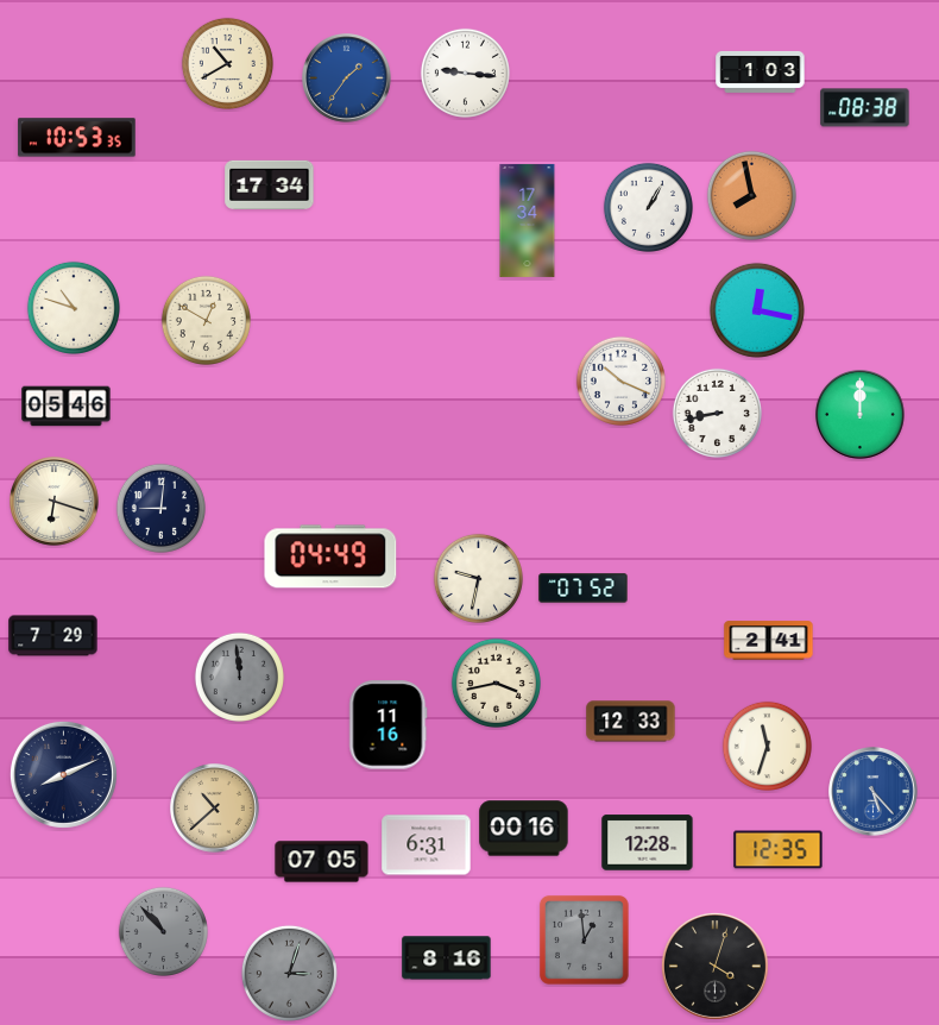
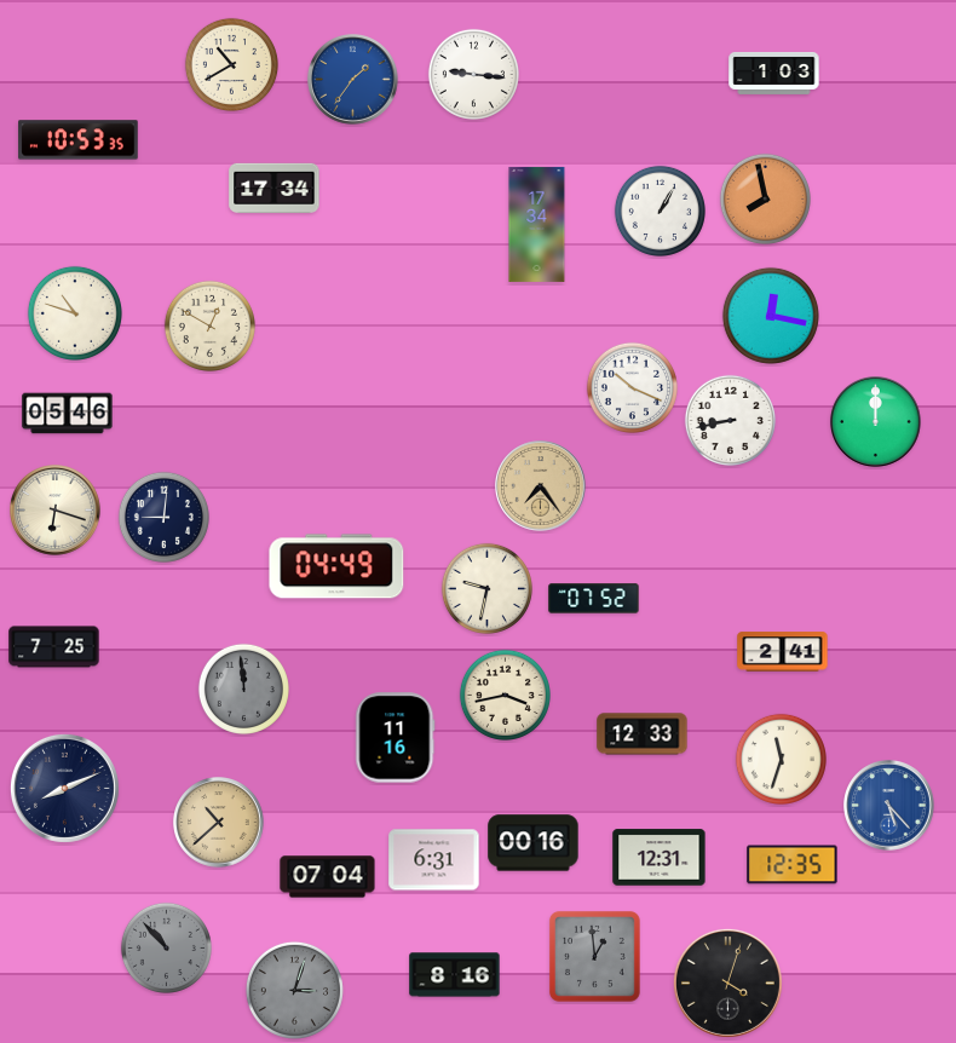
clock at (865, 108): 08:38 -> none
clock at (541, 486): none -> 7:24
clock at (53, 636): 7:29 -> 7:25
clock at (648, 843): 12:28 -> 12:31
clock at (322, 862): 07:05 -> 07:04
